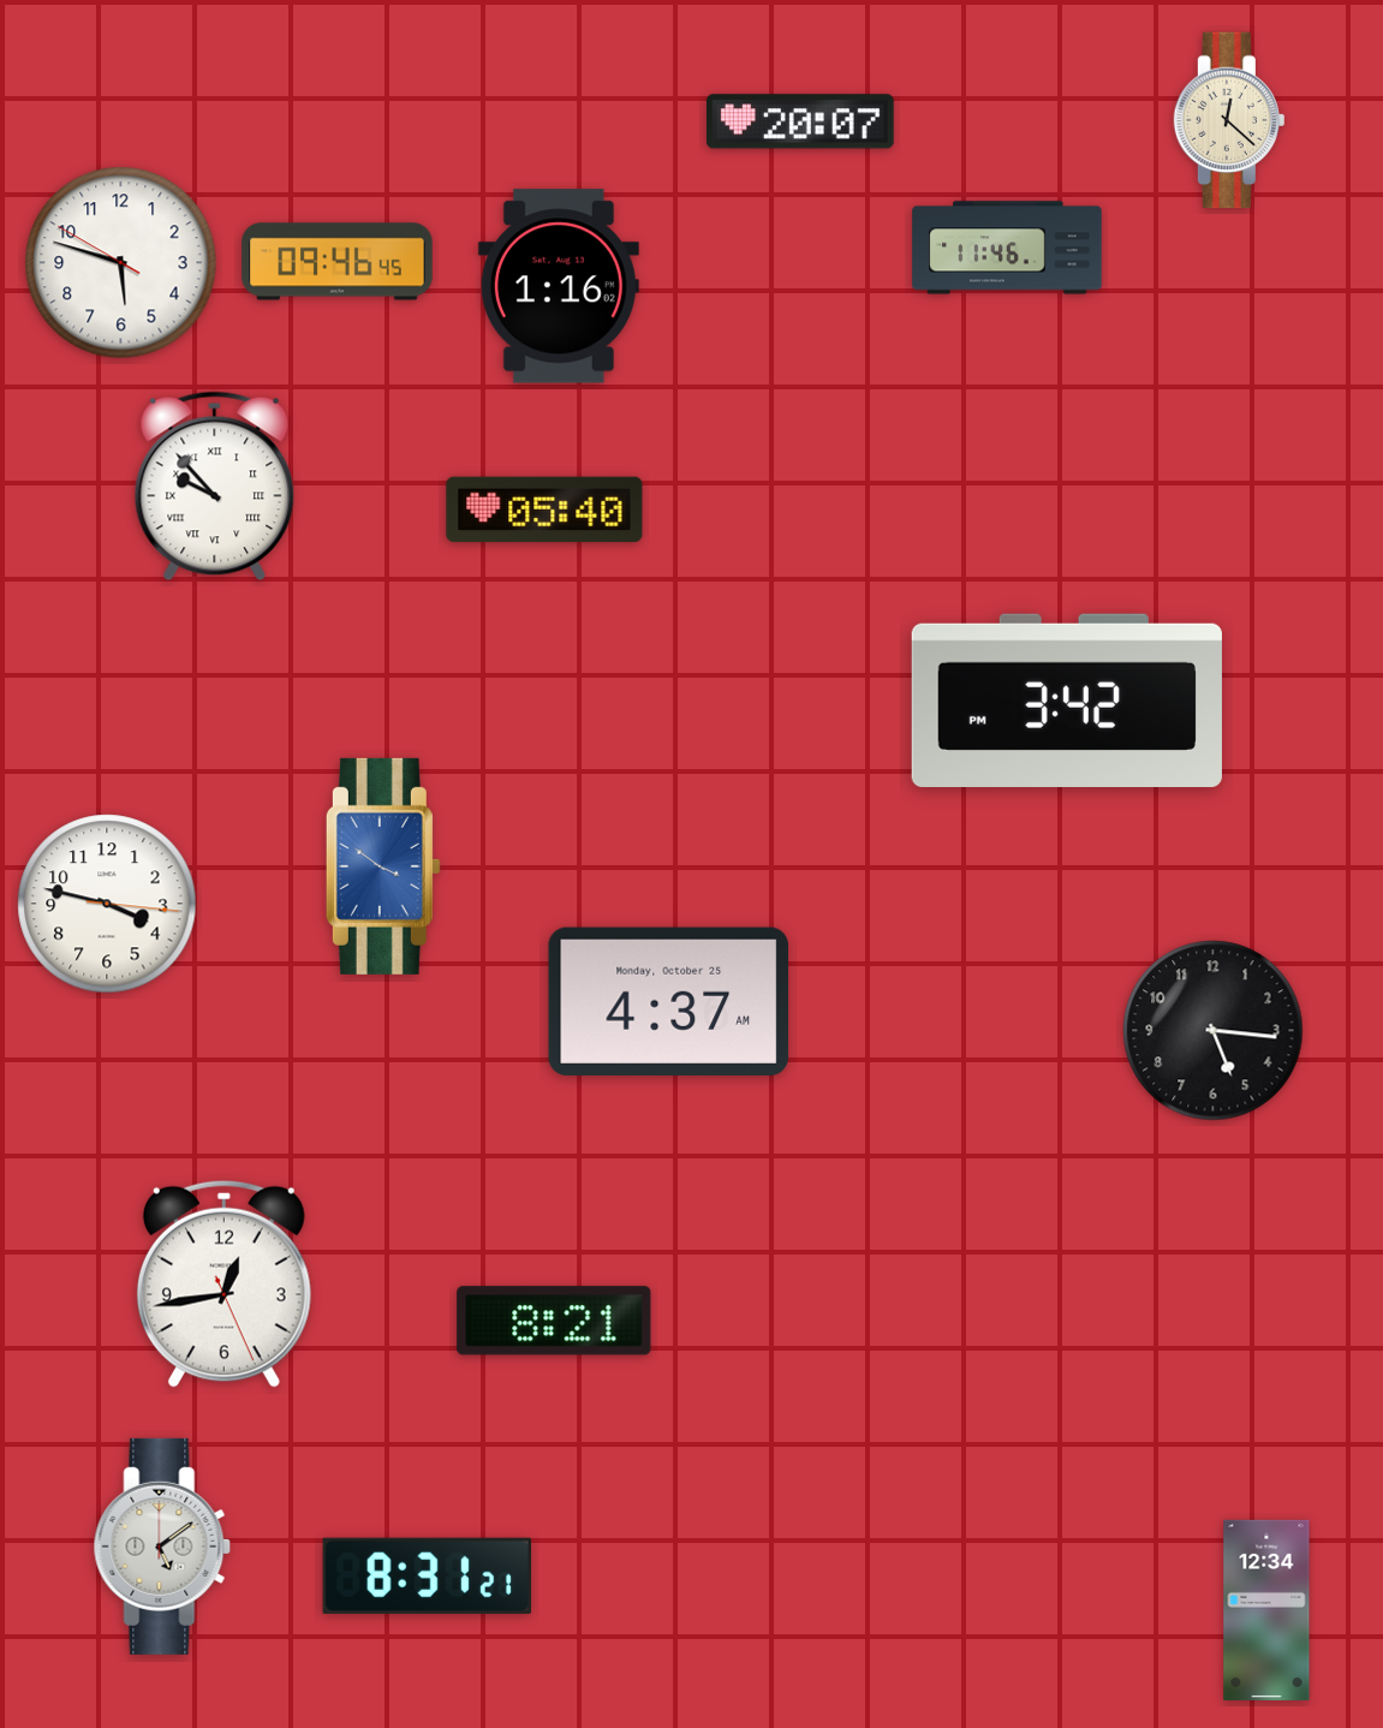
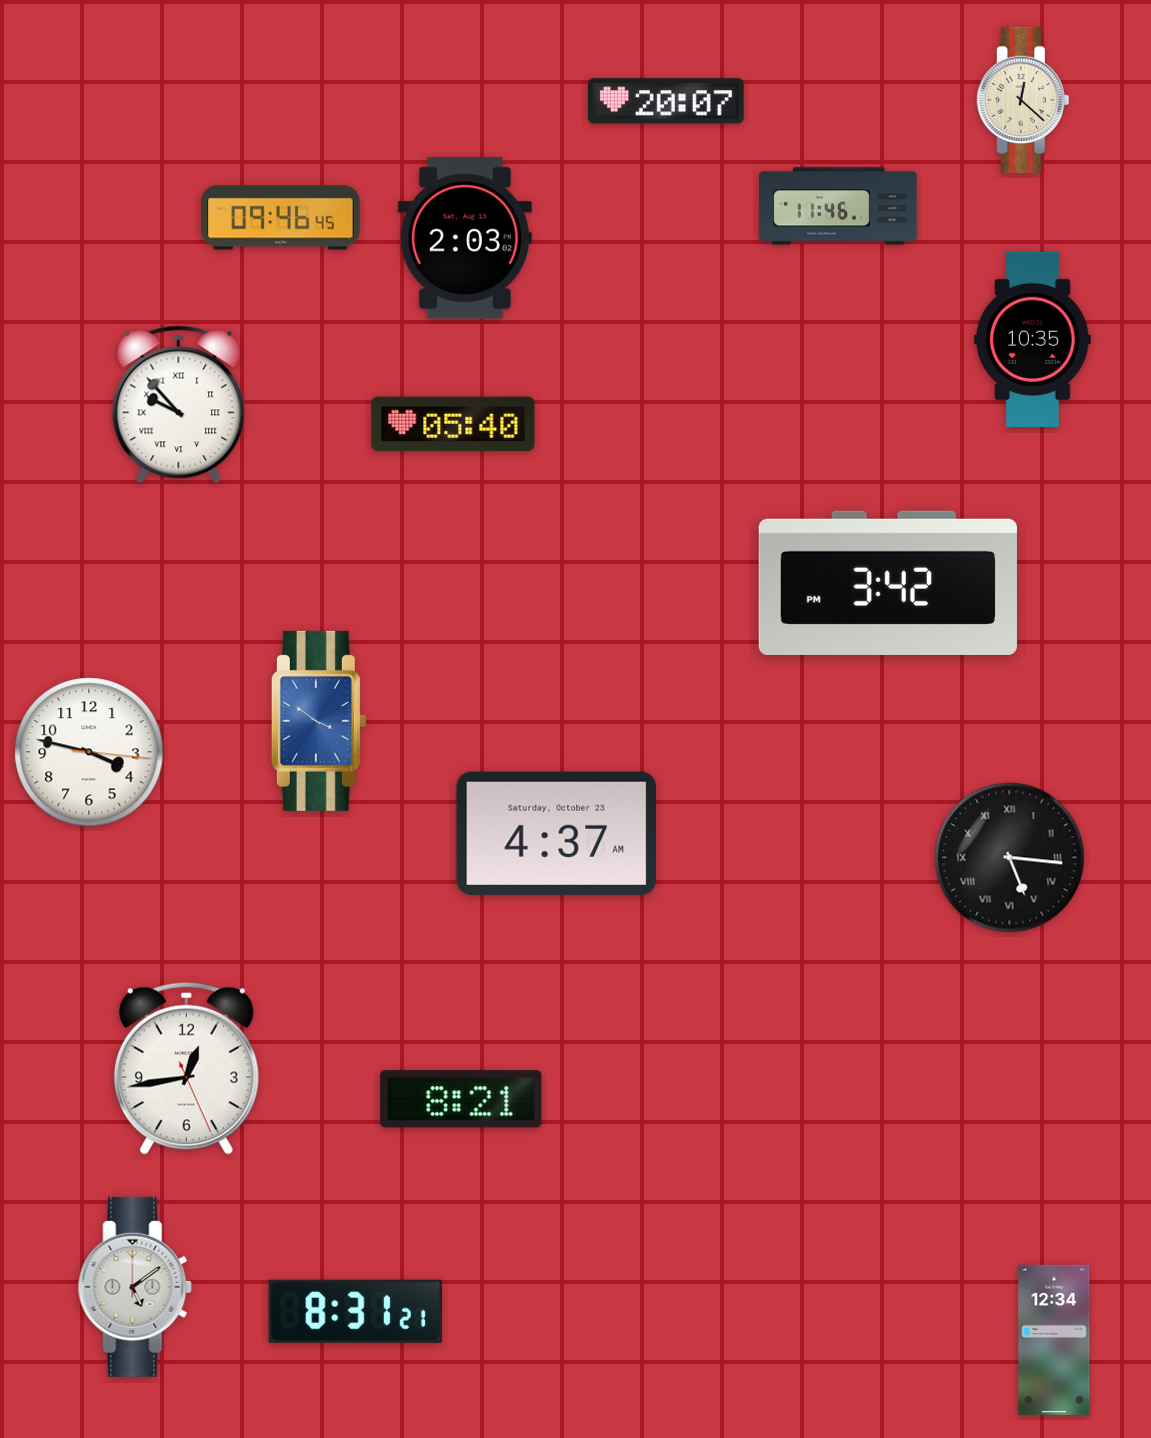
clock at (121, 263): 5:47 -> none
clock at (559, 286): 1:16 -> 2:03
clock at (1032, 339): none -> 10:35
clock at (669, 1001) date: Monday, October 25 -> Saturday, October 23
clock at (1214, 1031) numerals: Arabic -> Roman
